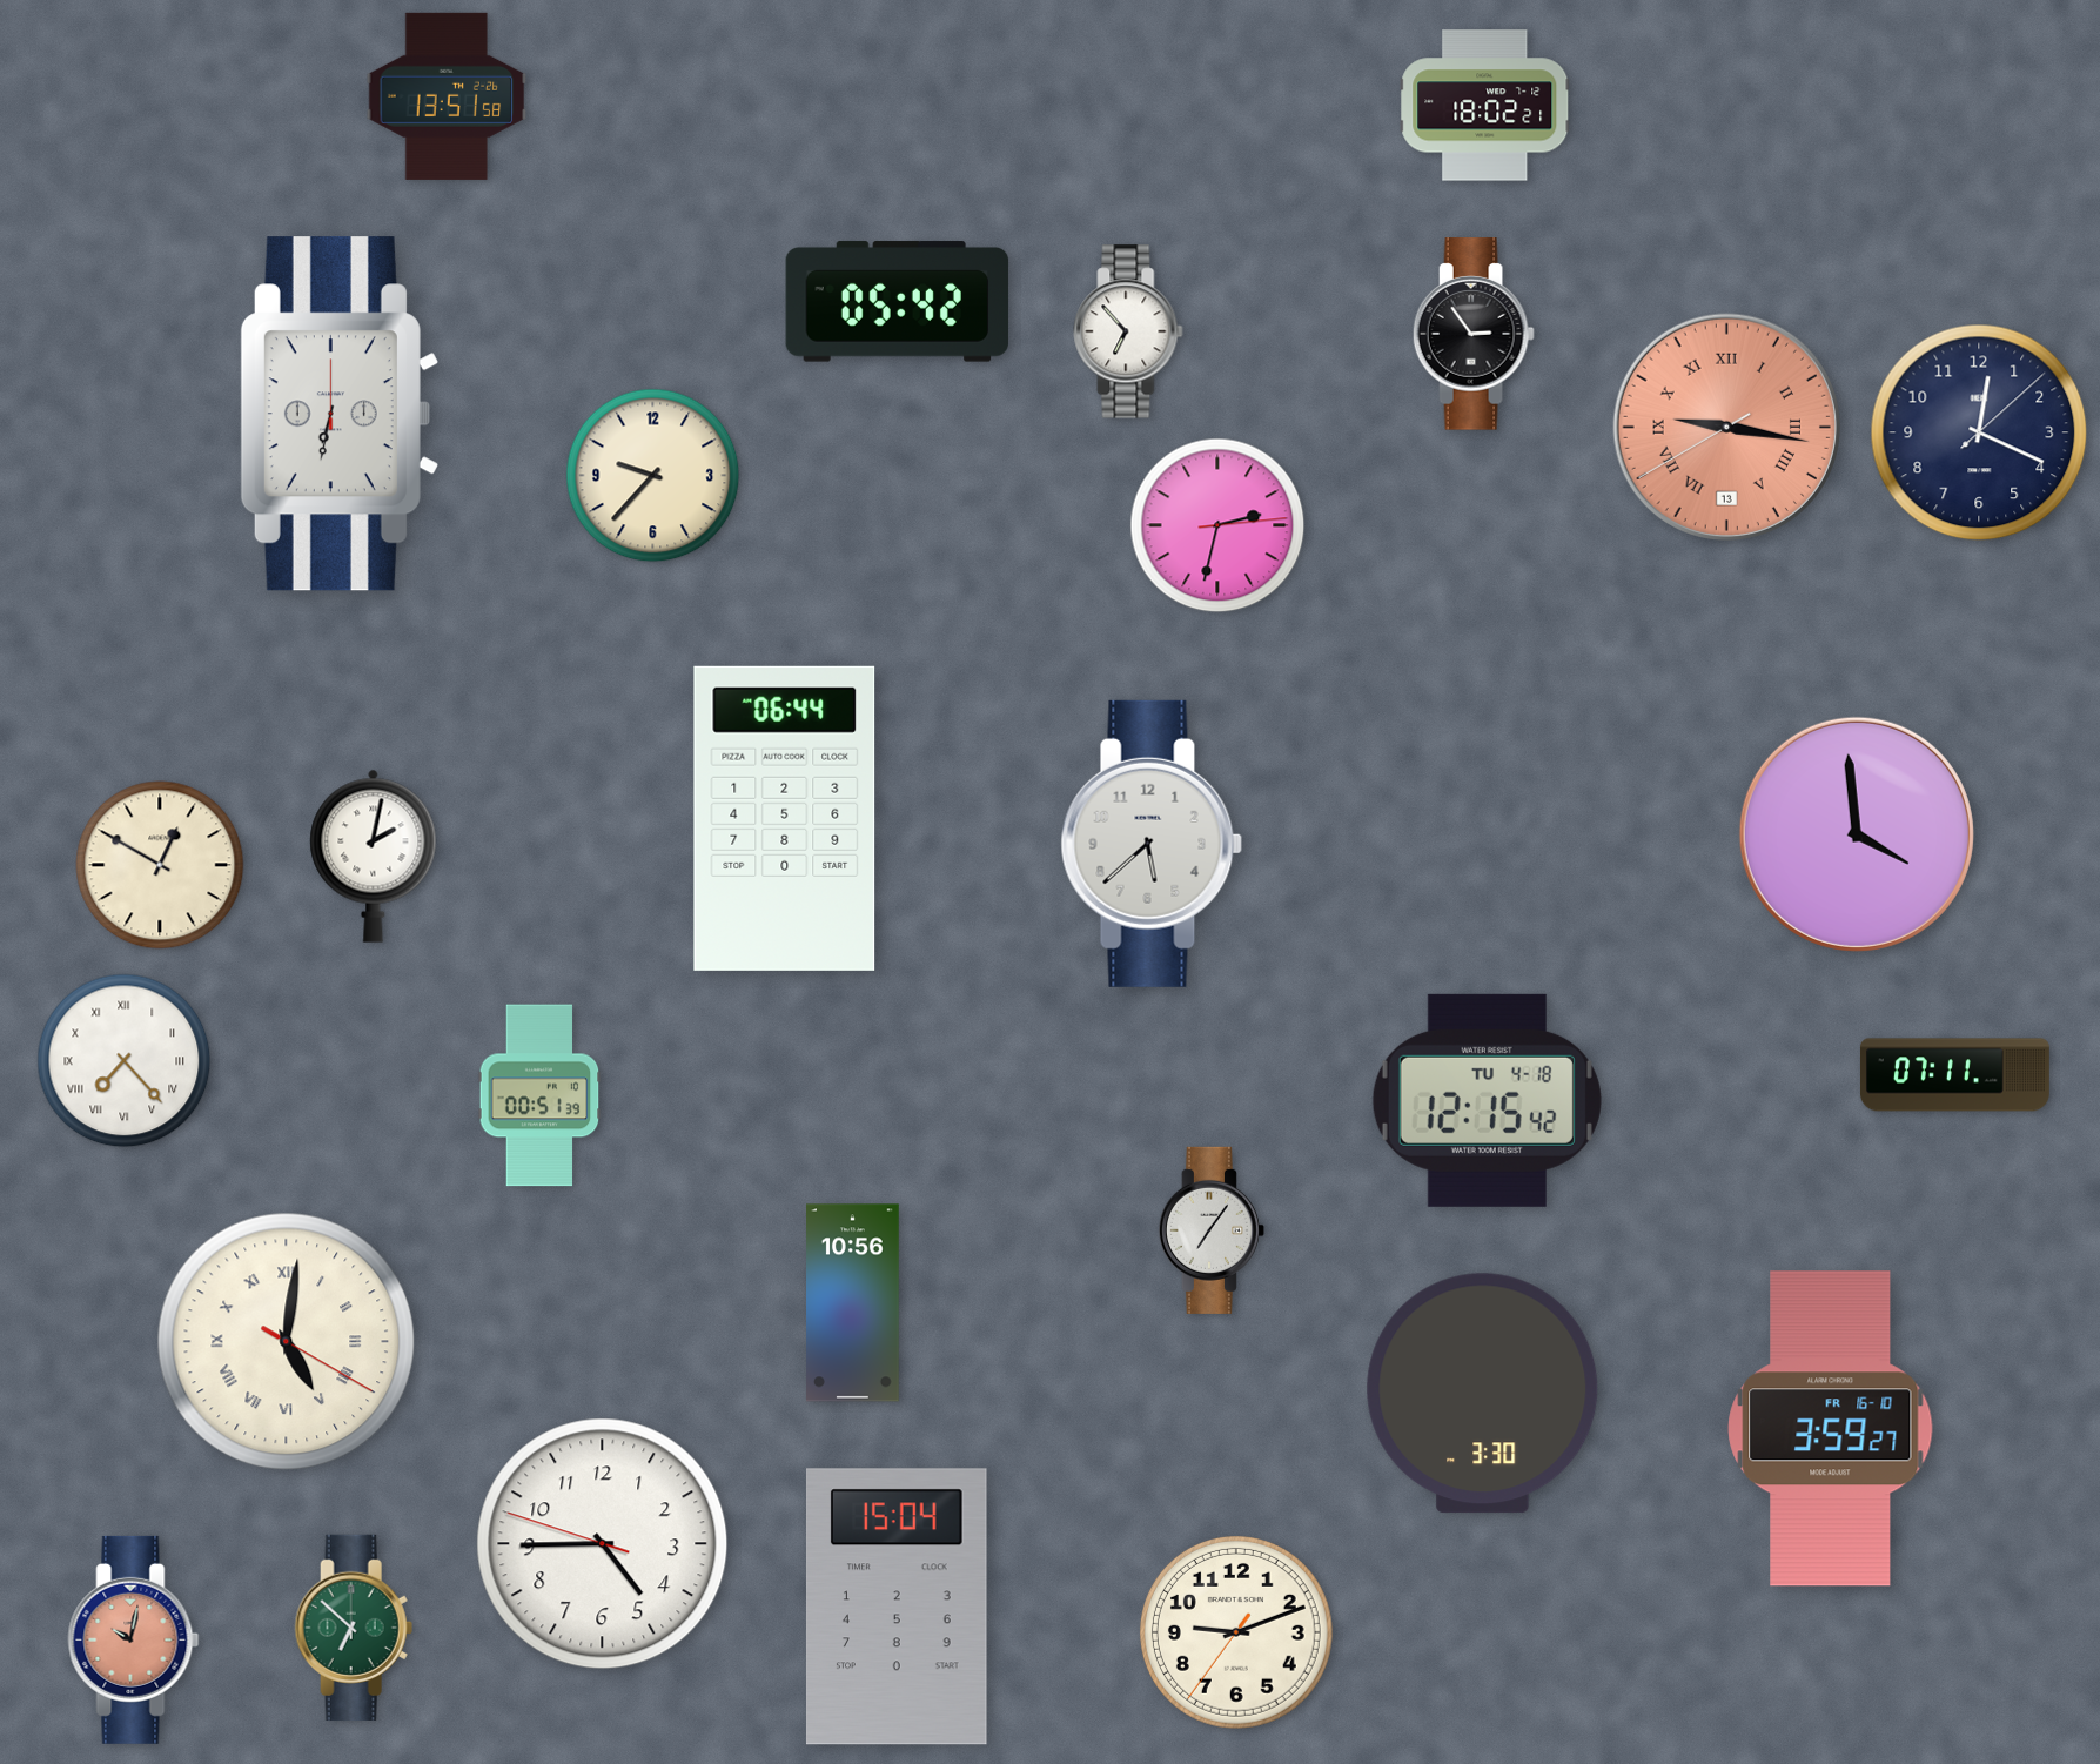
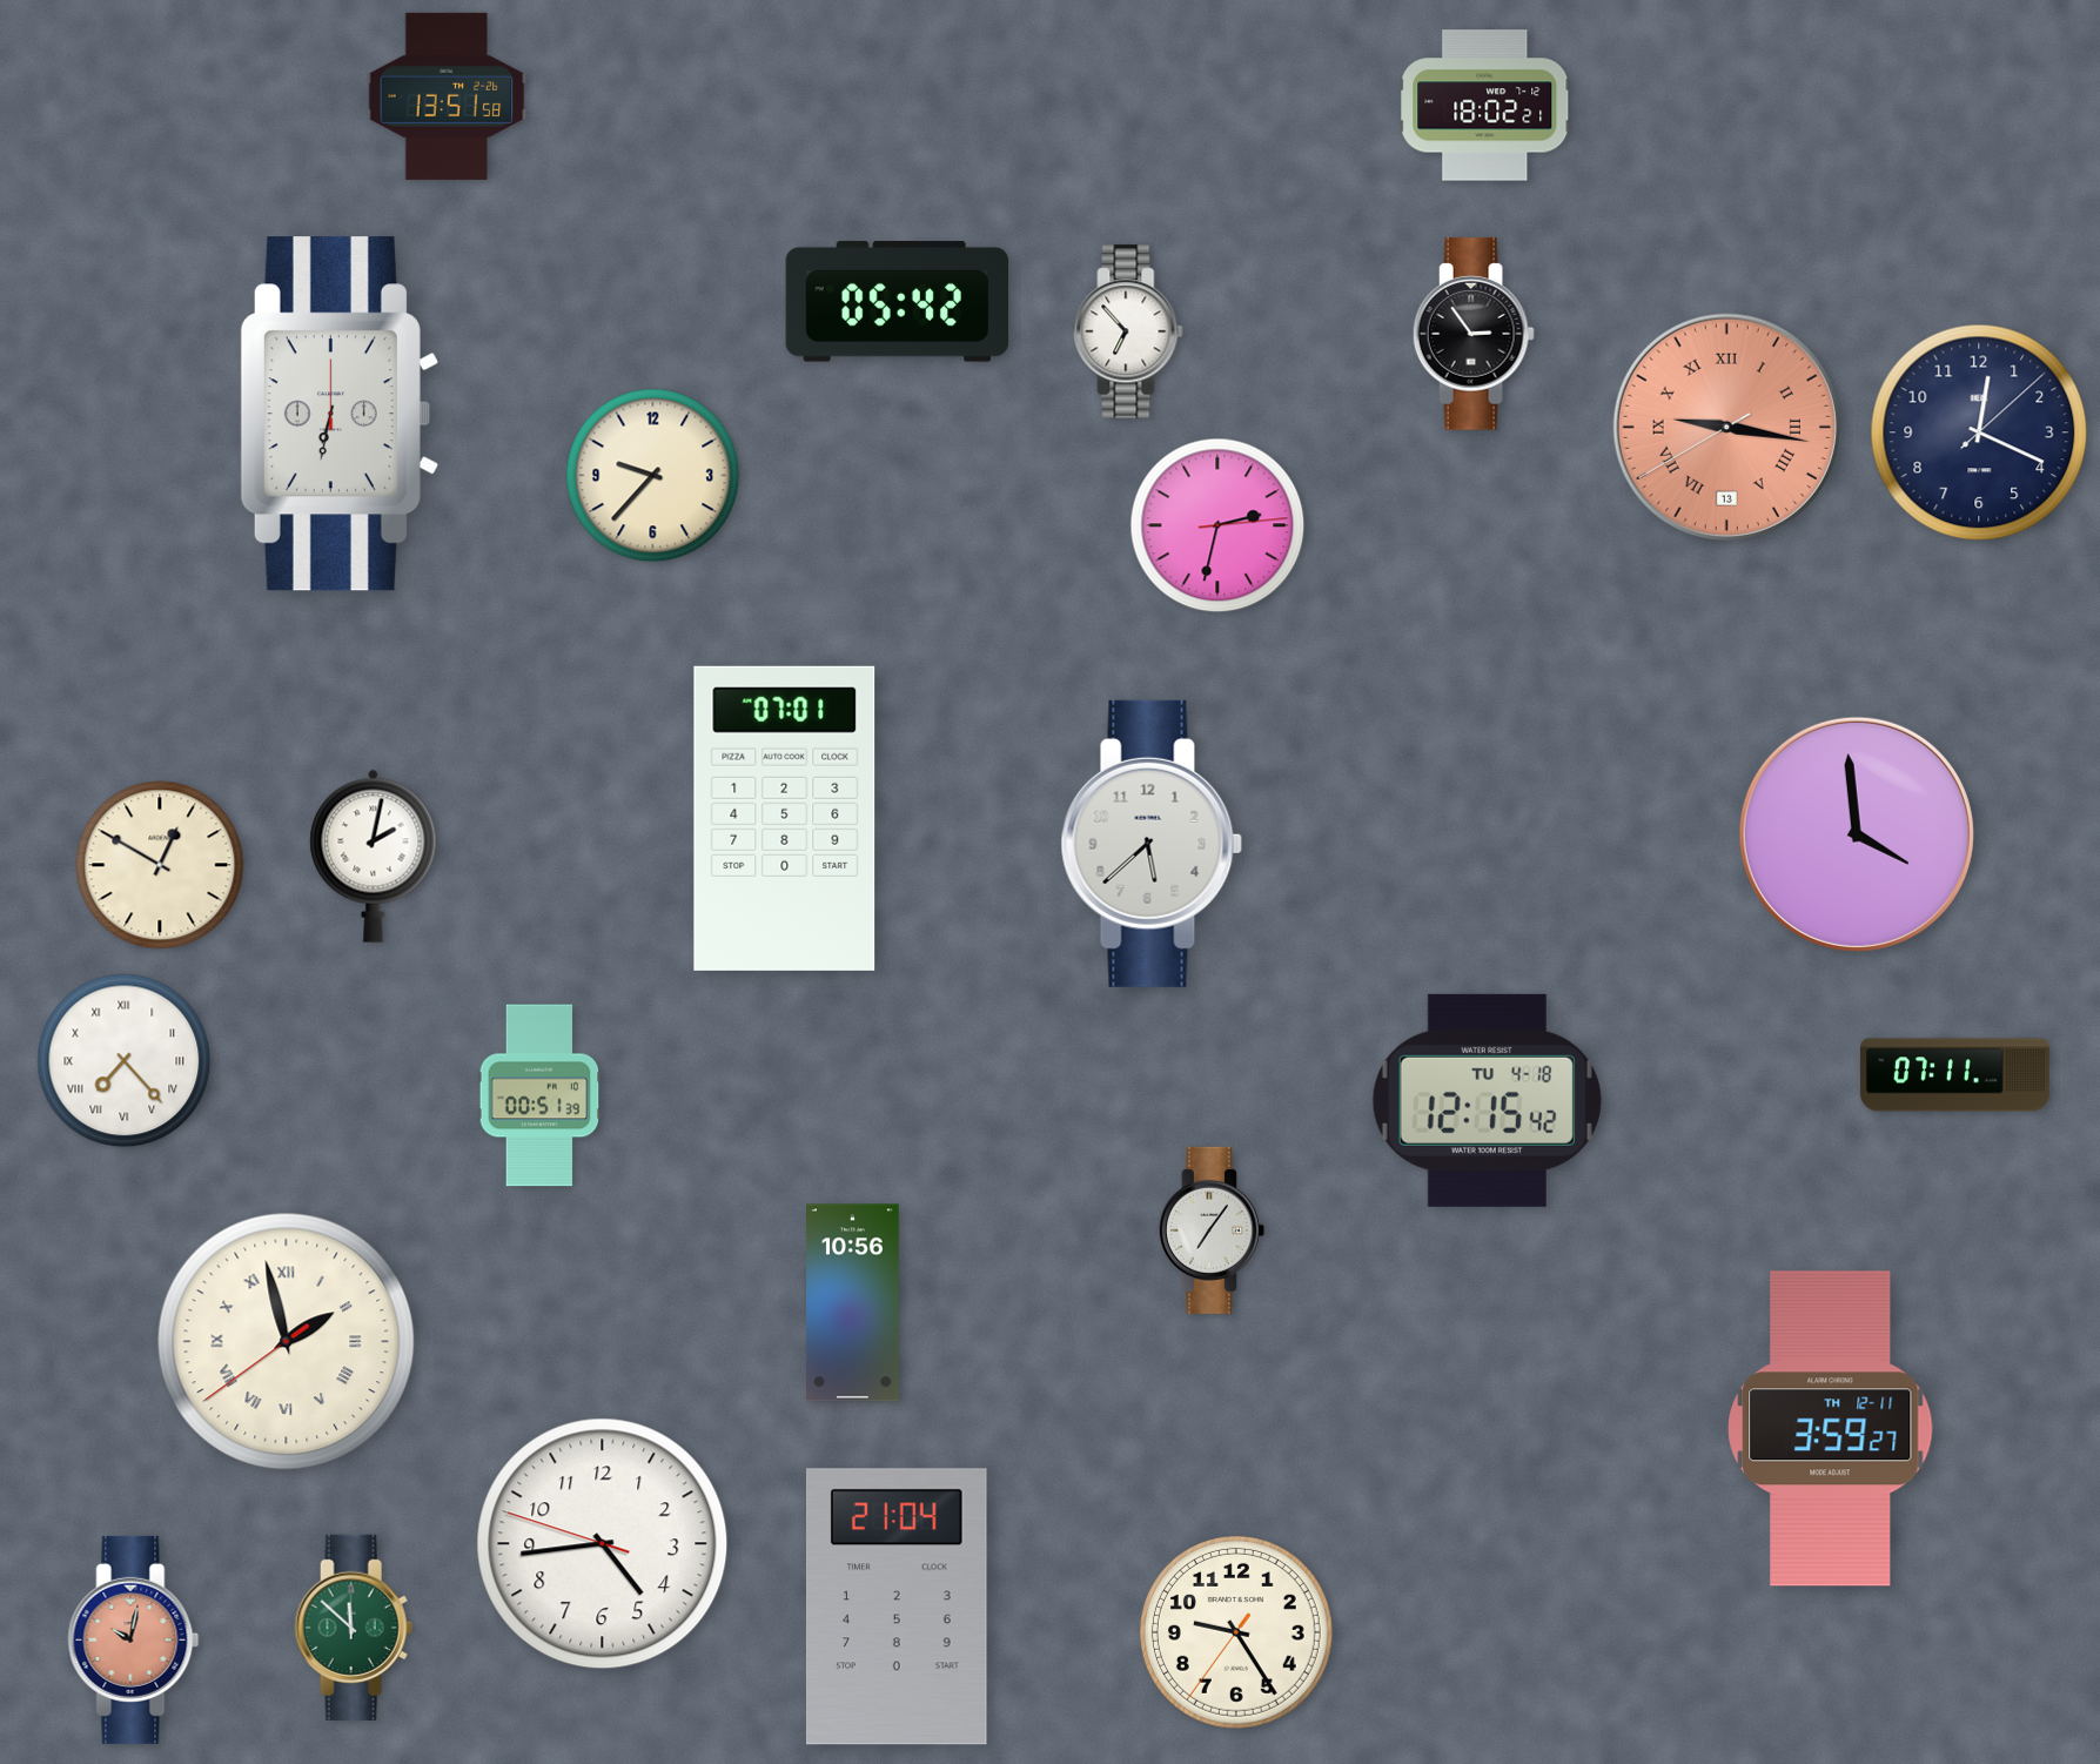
clock at (785, 818): 06:44 -> 07:01
clock at (287, 1342): 5:01 -> 1:57
clock at (1483, 1394): 3:30 -> none
clock at (1831, 1429) date: FR 16-10 -> TH 12-11
clock at (603, 1544): 4:44 -> 4:43
clock at (897, 1607): 15:04 -> 21:04
clock at (354, 1628): 6:52 -> 11:52
clock at (1236, 1632): 9:11 -> 9:24
